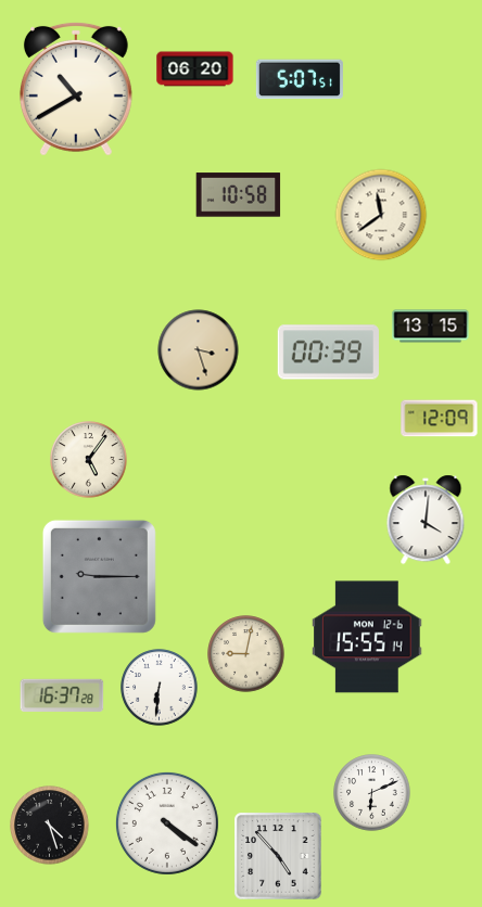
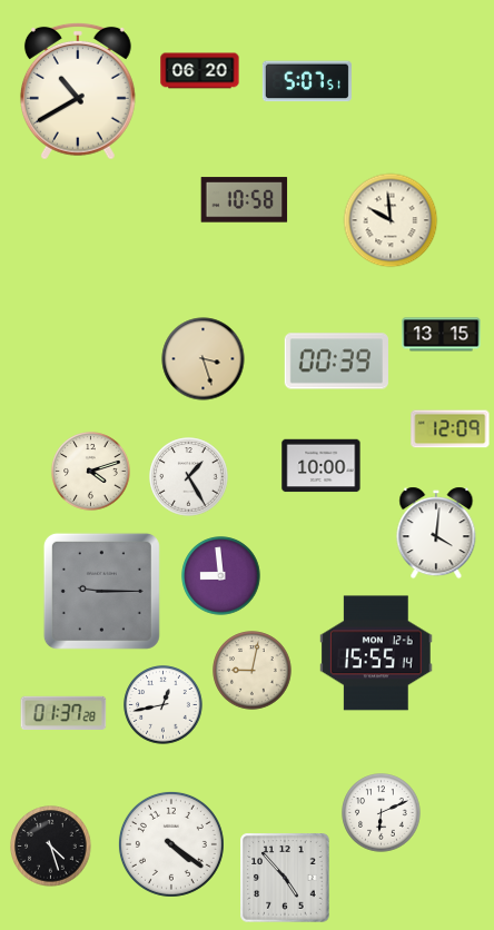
clock at (381, 215): 11:39 -> 9:59
clock at (322, 466): none -> 10:00
clock at (89, 460): 5:06 -> 4:12
clock at (189, 477): none -> 1:25
clock at (221, 576): none -> 8:59
clock at (160, 688): 6:31 -> 12:43
clock at (62, 695): 16:37 -> 01:37
